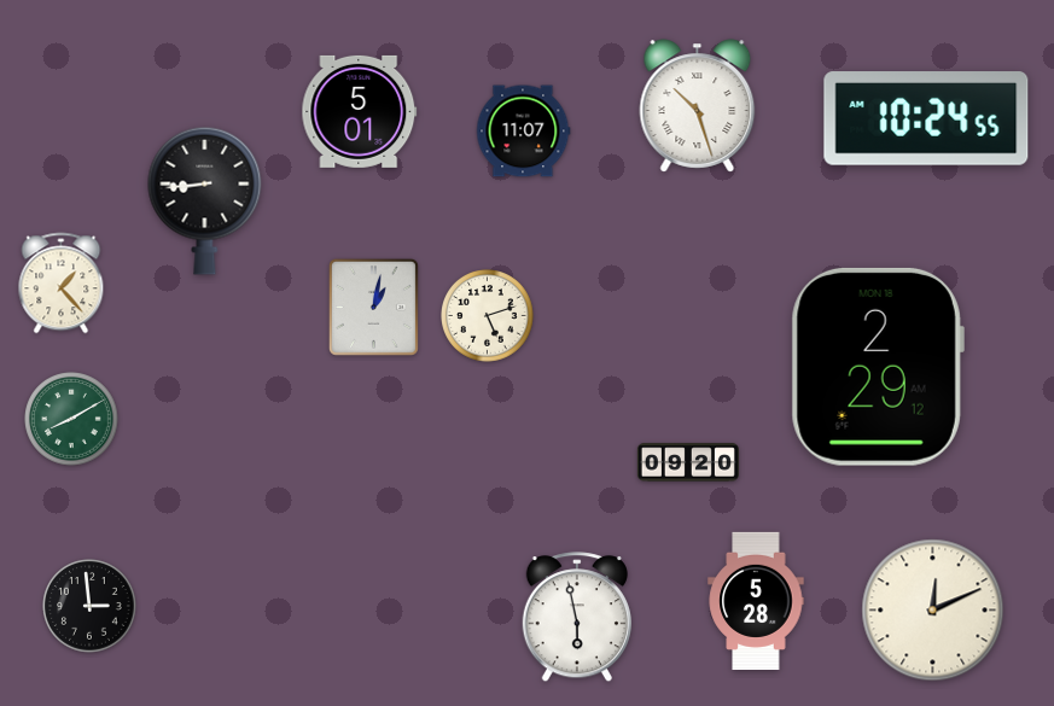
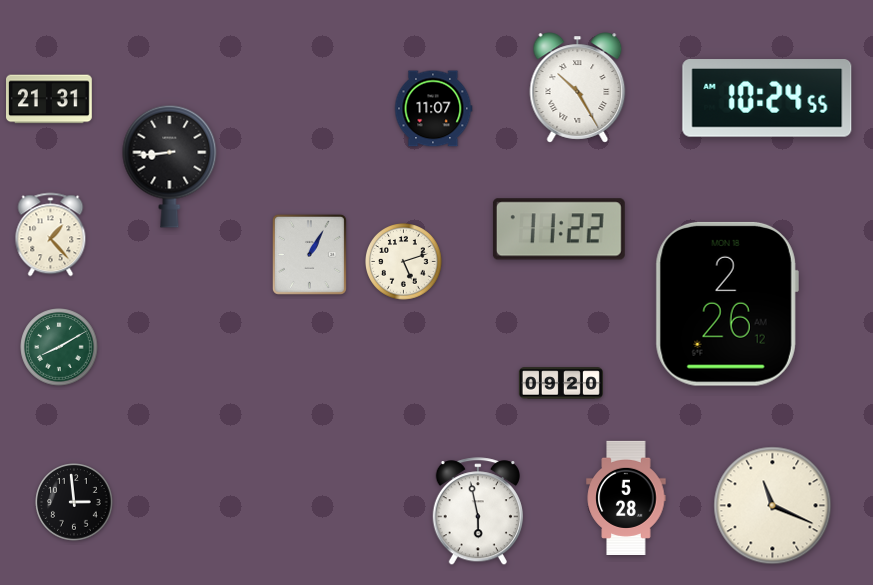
clock at (698, 106): 10:27 -> 10:25
clock at (360, 111): 5:01 -> none
clock at (50, 99): none -> 21:31
clock at (559, 229): none -> 11:22
clock at (373, 307): 1:02 -> 1:05
clock at (878, 367): 2:29 -> 2:26
clock at (688, 462) position: (688, 462) -> (561, 383)
clock at (933, 611): 12:11 -> 11:19
